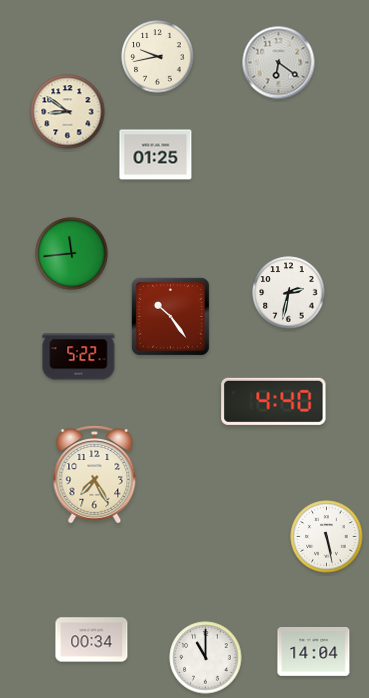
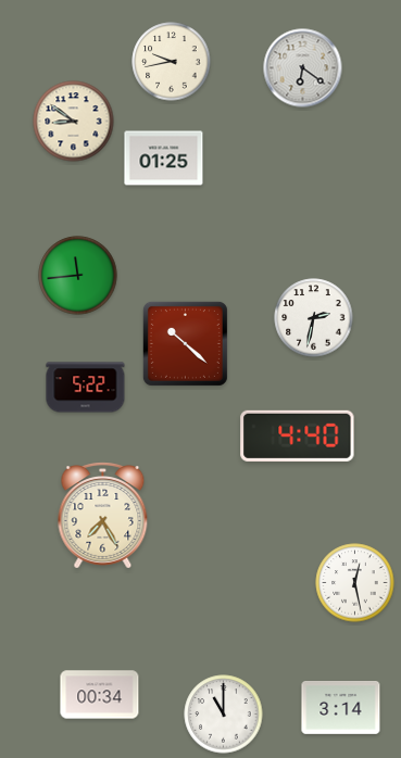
clock at (156, 155) position: (156, 155) -> (164, 159)
clock at (170, 316): 10:24 -> 10:22
clock at (327, 537): 5:28 -> 12:28
clock at (314, 652): 14:04 -> 3:14
